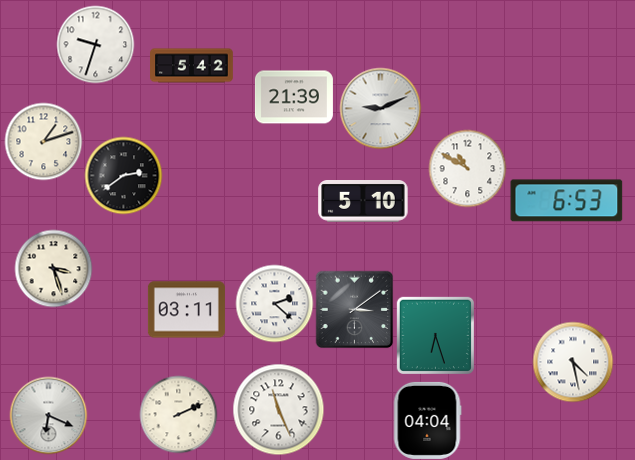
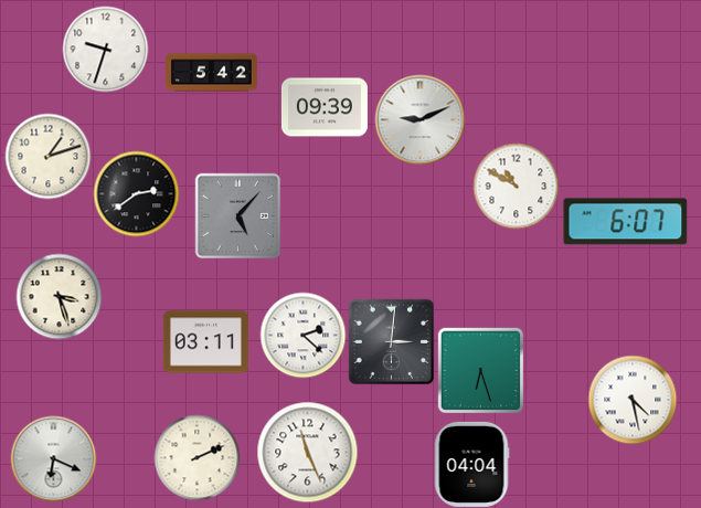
clock at (294, 97): 21:39 -> 09:39
clock at (237, 215): none -> 5:07
clock at (567, 201): 6:53 -> 6:07
clock at (363, 202): 5:10 -> none
clock at (354, 309): 3:09 -> 3:01
